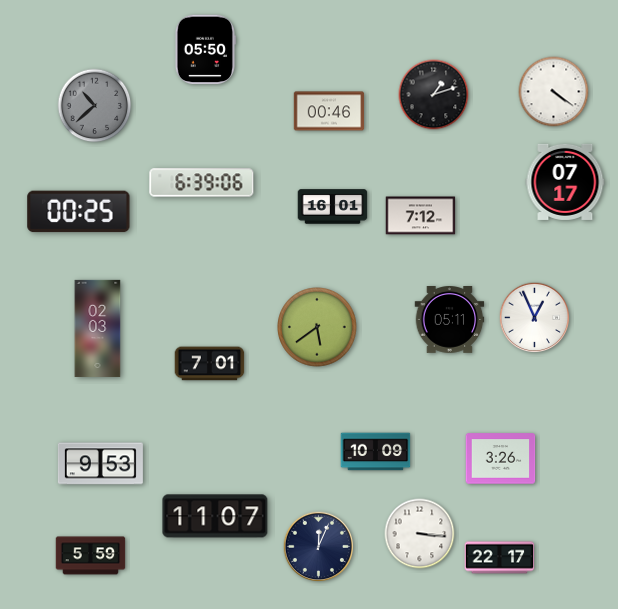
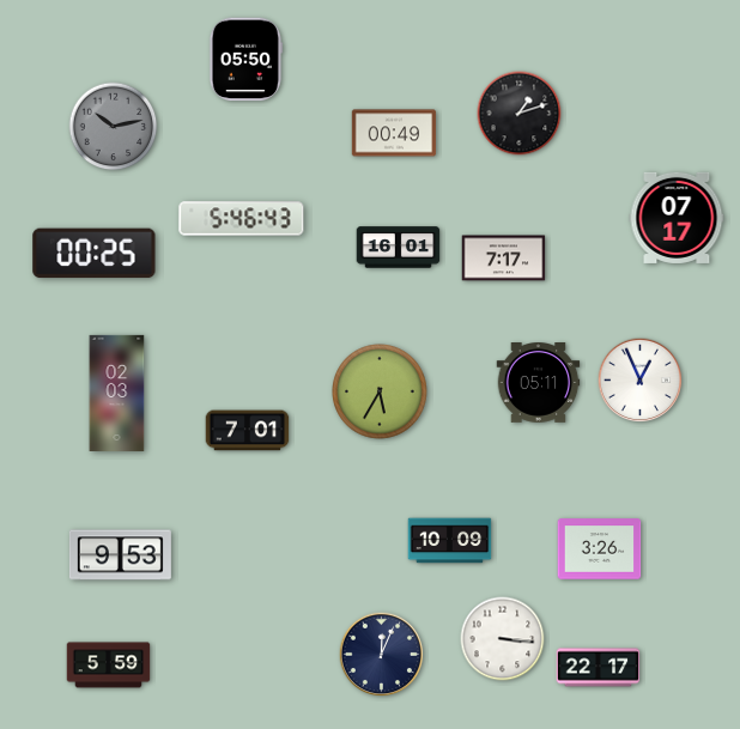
clock at (554, 92): 4:21 -> none
clock at (95, 106): 10:38 -> 10:13
clock at (329, 111): 00:46 -> 00:49
clock at (202, 183): 6:39 -> 5:46
clock at (421, 216): 7:12 -> 7:17
clock at (317, 328): 5:39 -> 5:35
clock at (210, 364) position: (210, 364) -> (248, 431)
clock at (215, 516): 11:07 -> none
